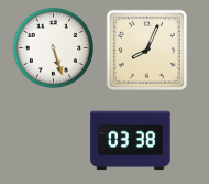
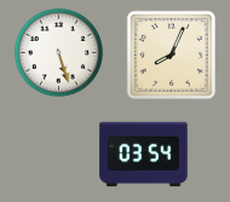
clock at (146, 51) position: (146, 51) -> (171, 56)
clock at (131, 141): 03:38 -> 03:54
